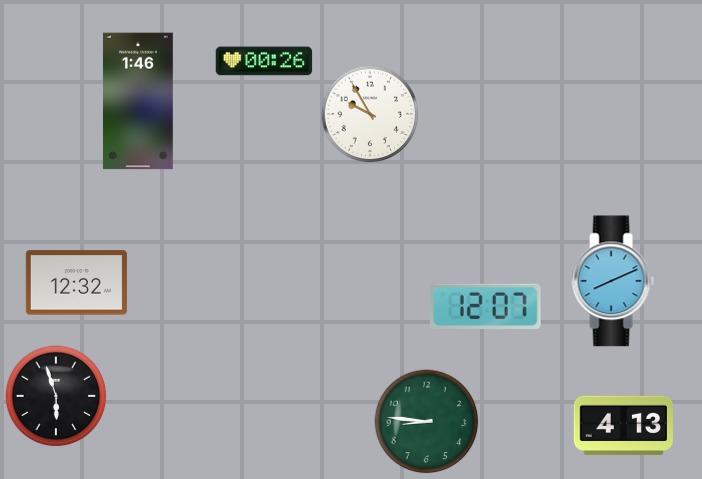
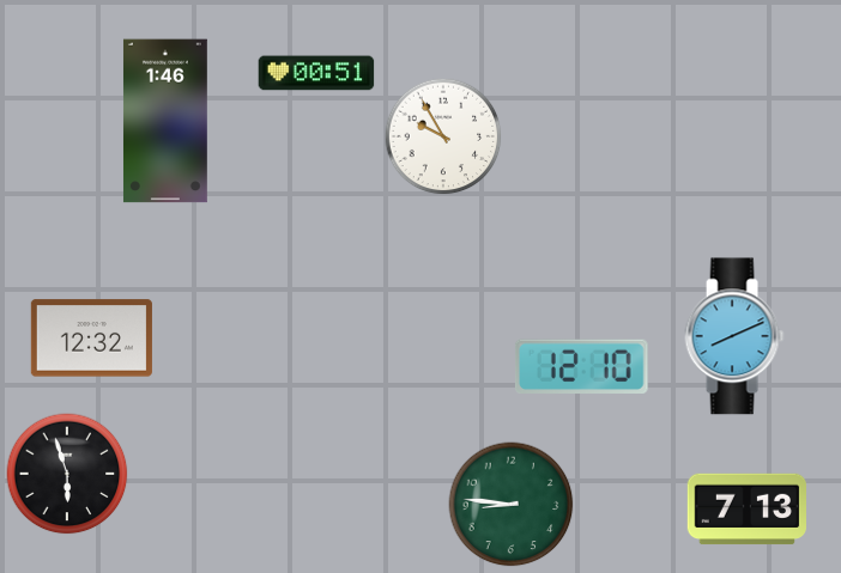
clock at (264, 61): 00:26 -> 00:51
clock at (485, 307): 12:07 -> 12:10
clock at (624, 426): 4:13 -> 7:13
